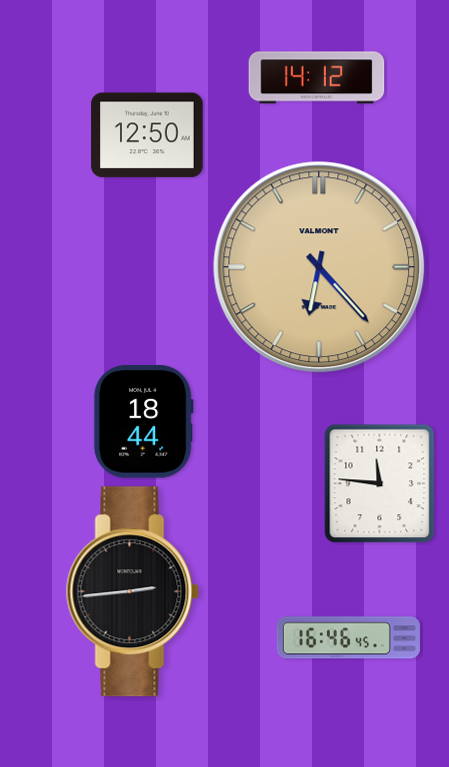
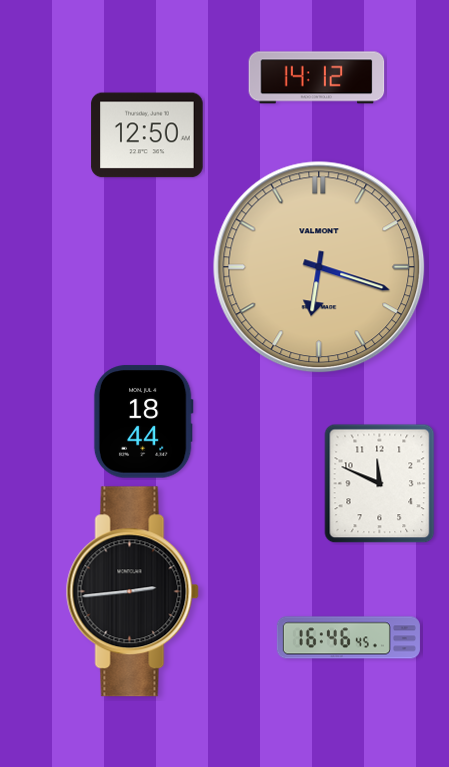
clock at (319, 267): 6:23 -> 6:18
clock at (380, 484): 11:46 -> 11:49
